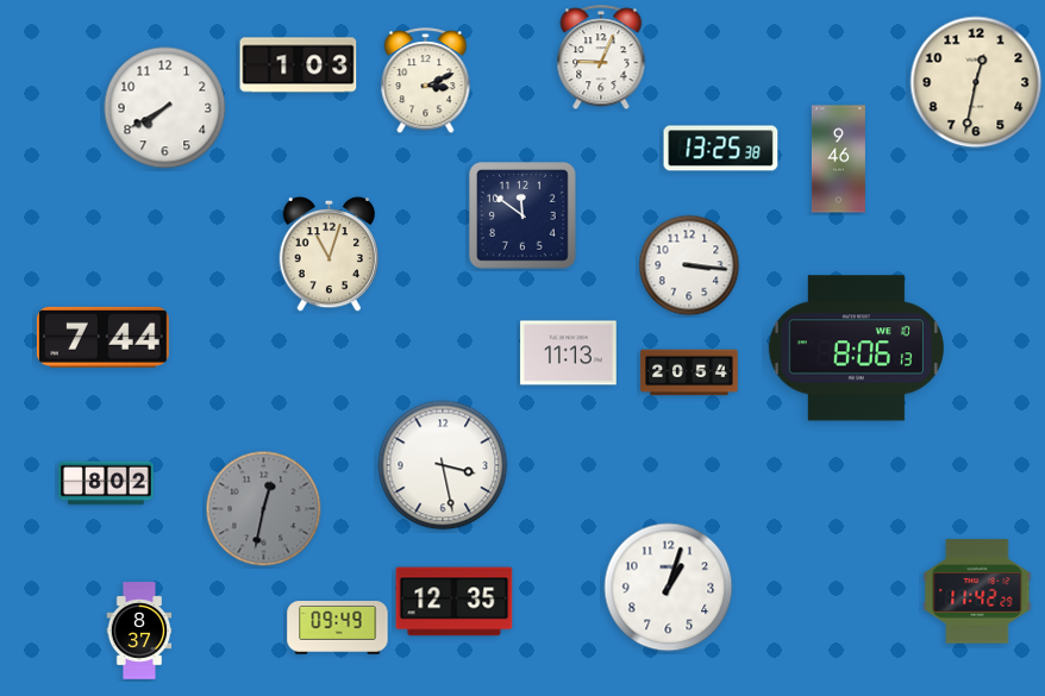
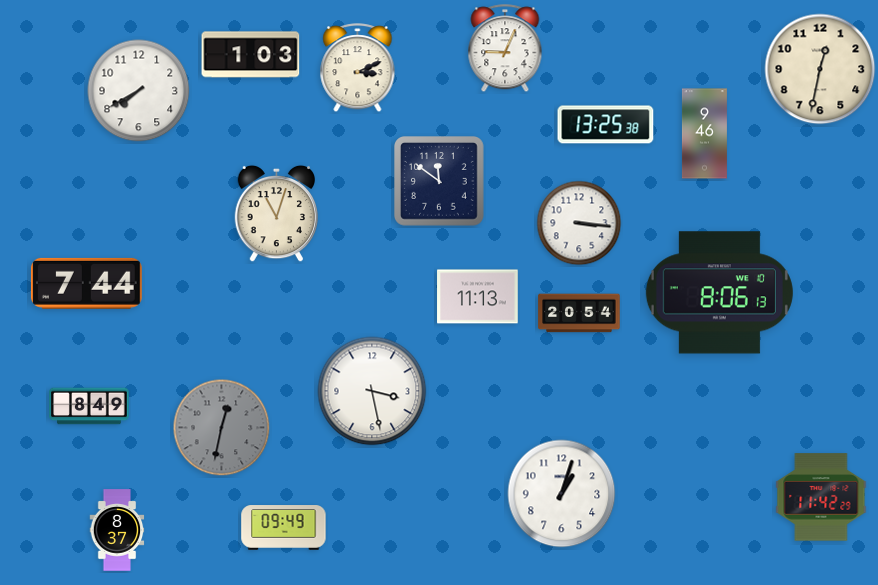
clock at (106, 483): 8:02 -> 8:49
clock at (455, 602): 12:35 -> none
